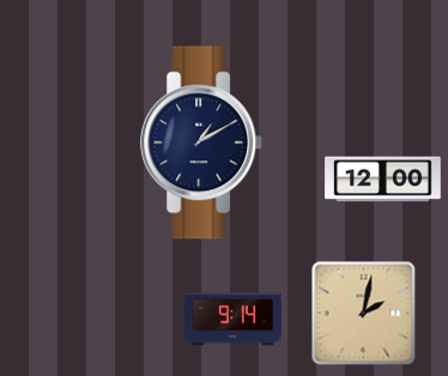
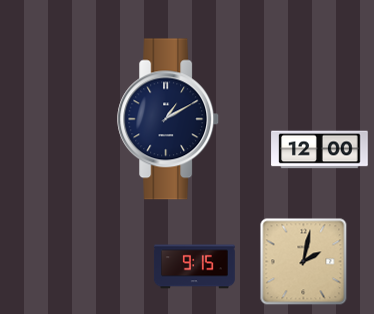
clock at (232, 320): 9:14 -> 9:15
